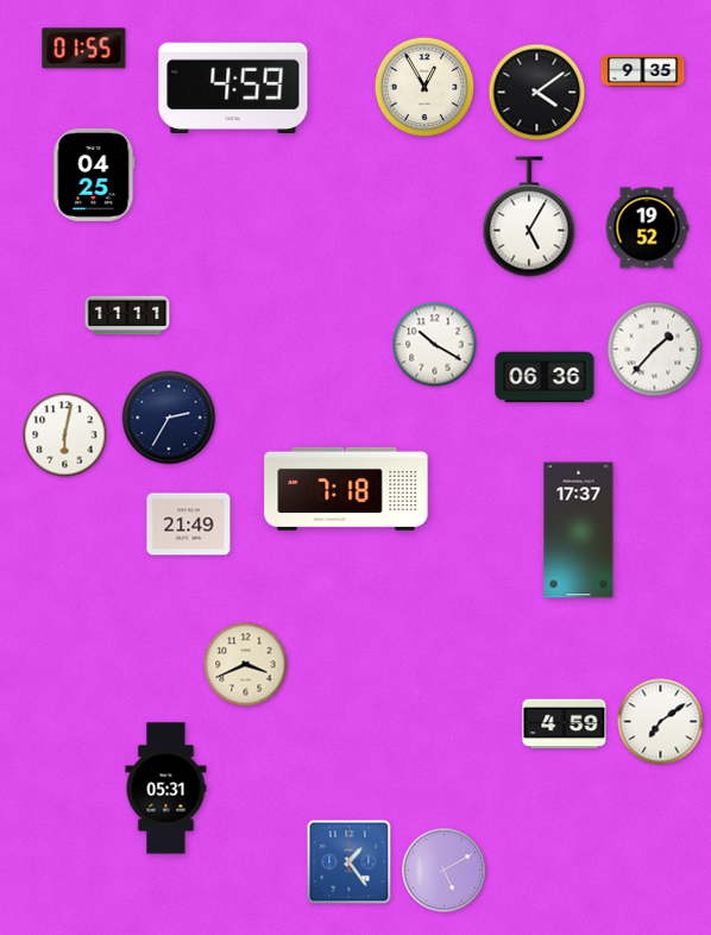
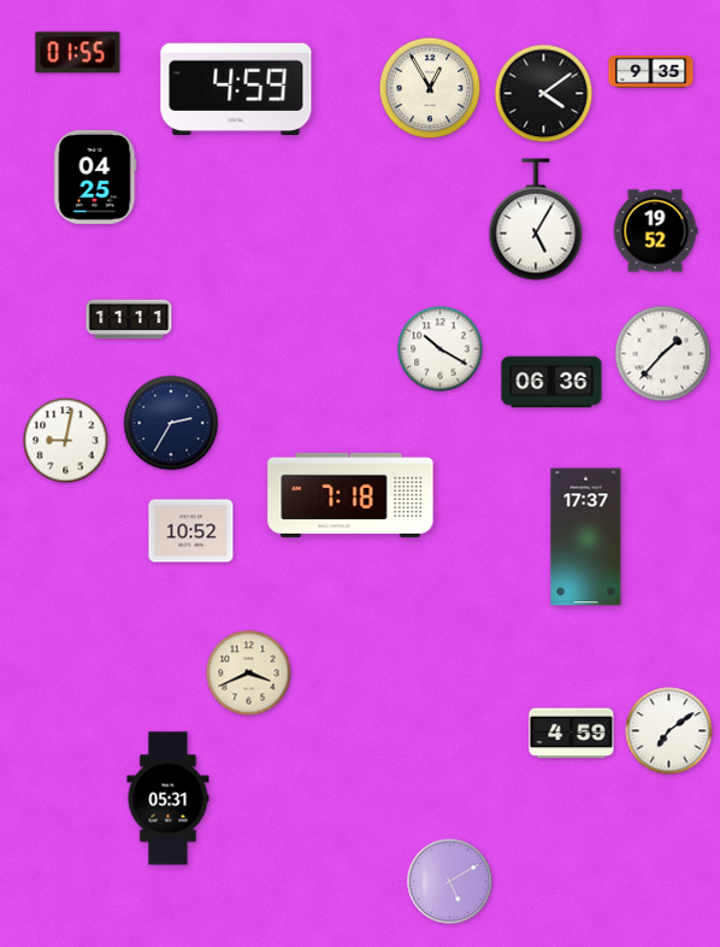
clock at (84, 49) position: (84, 49) -> (78, 53)
clock at (65, 435): 6:02 -> 9:02
clock at (189, 525): 21:49 -> 10:52
clock at (350, 862): 1:24 -> none
